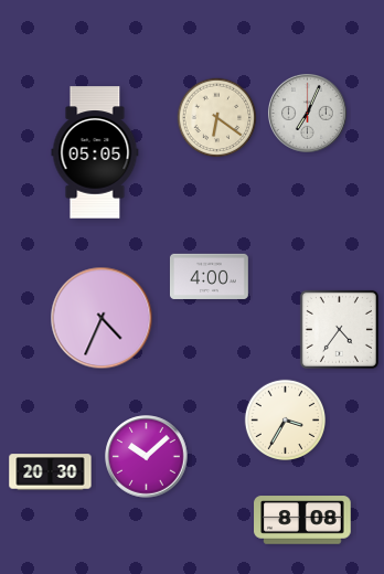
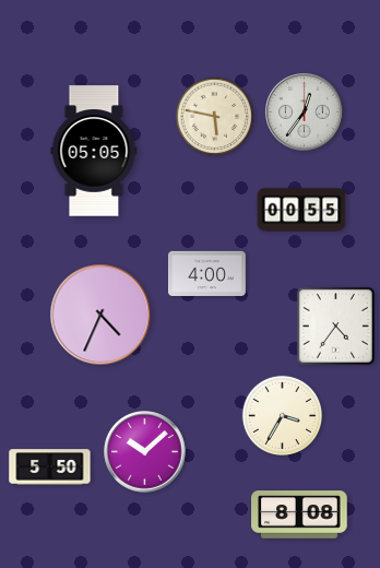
clock at (307, 113): 7:04 -> 12:36
clock at (217, 118): 6:21 -> 5:47
clock at (301, 210): none -> 00:55
clock at (51, 472): 20:30 -> 5:50
